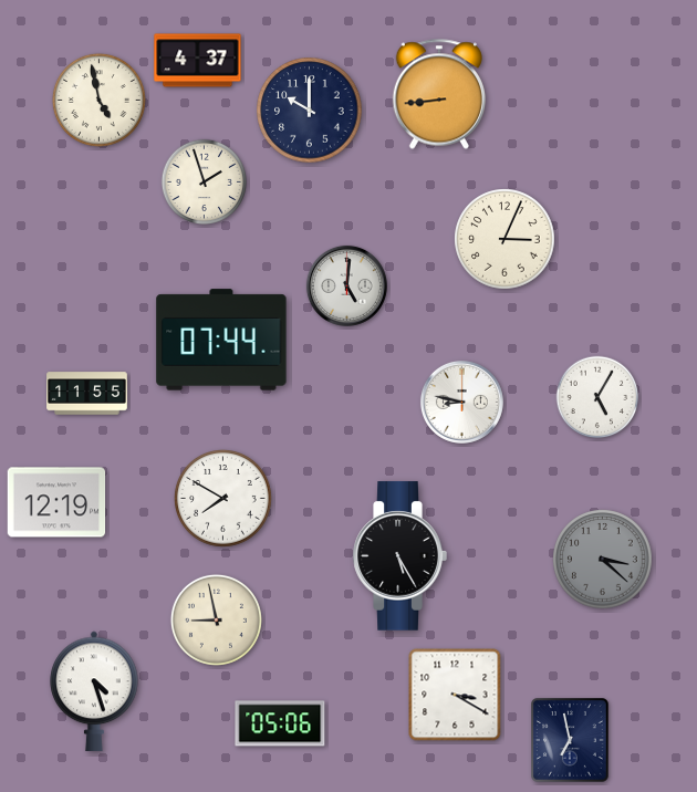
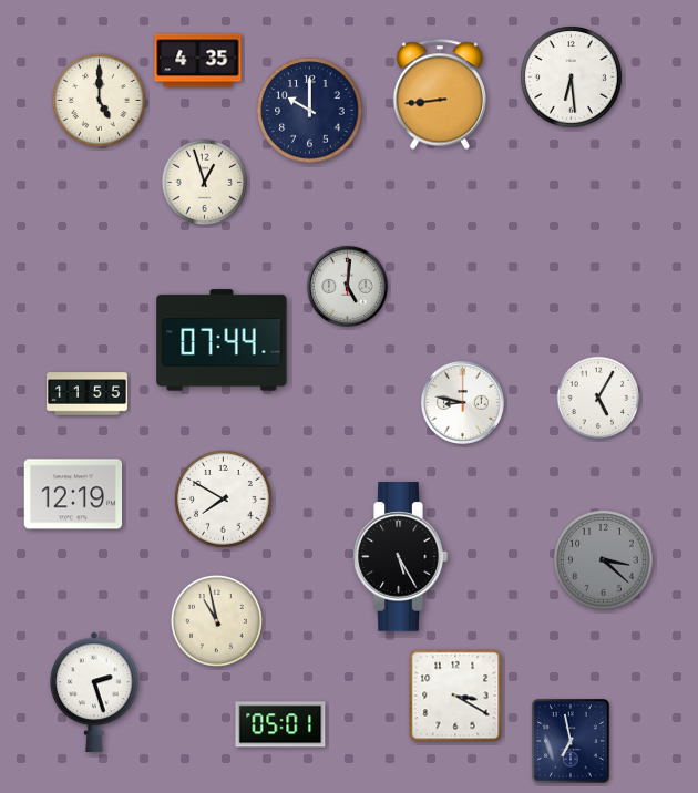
clock at (198, 61): 4:37 -> 4:35
clock at (572, 78): none -> 6:29
clock at (98, 100): 4:58 -> 5:00
clock at (205, 183): 1:57 -> 12:57
clock at (504, 239): 3:04 -> none
clock at (56, 502) position: (56, 502) -> (73, 494)
clock at (216, 619): 8:58 -> 10:58
clock at (94, 691): 4:27 -> 2:27
clock at (280, 723): 05:06 -> 05:01
